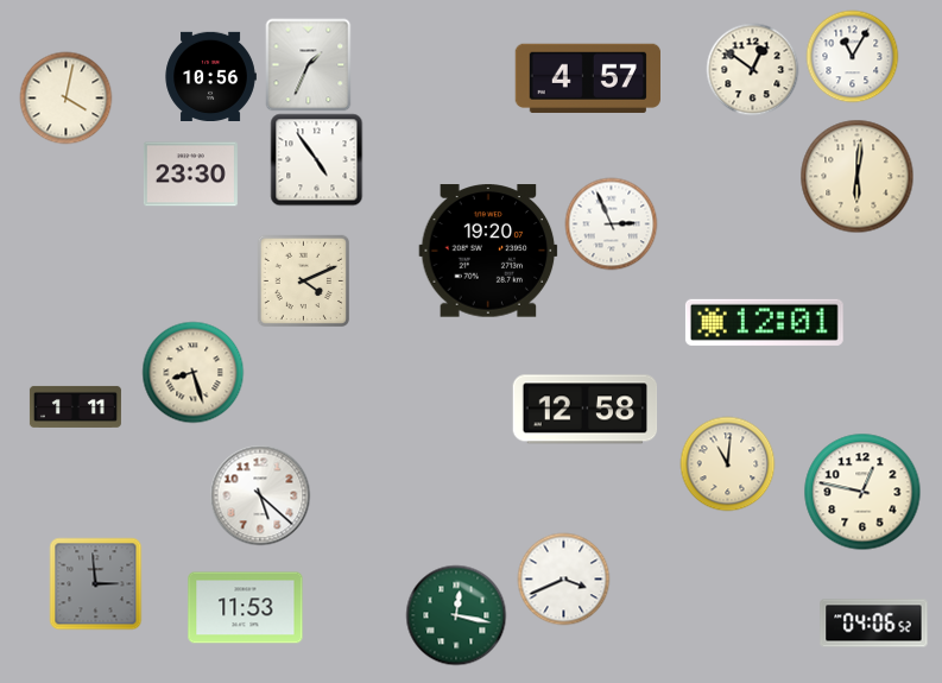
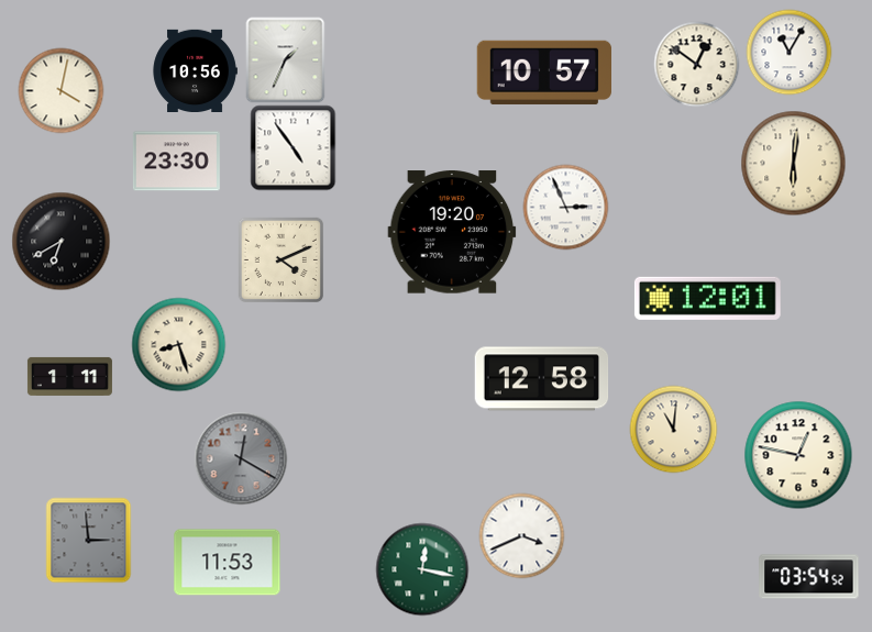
clock at (587, 78): 4:57 -> 10:57
clock at (60, 241): none -> 6:40
clock at (260, 495): 5:22 -> 12:20
clock at (260, 495) dial: white -> grey
clock at (874, 624): 04:06 -> 03:54
